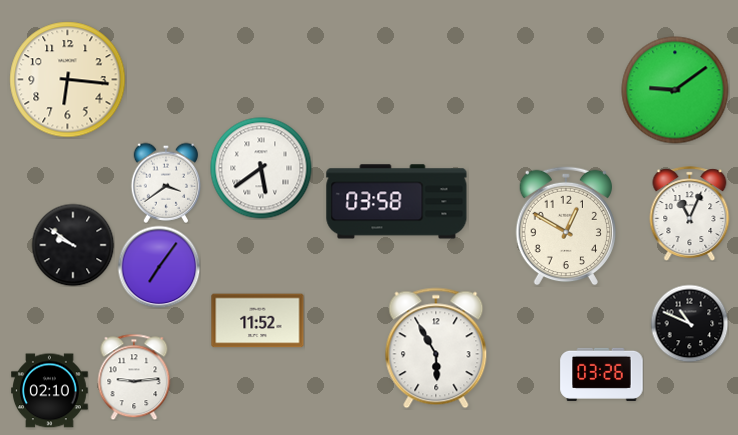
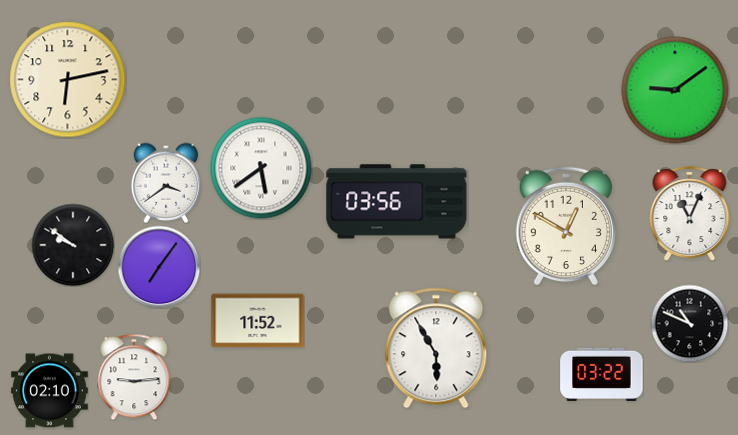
clock at (68, 80): 6:16 -> 6:13
clock at (397, 202): 03:58 -> 03:56
clock at (602, 374): 03:26 -> 03:22
